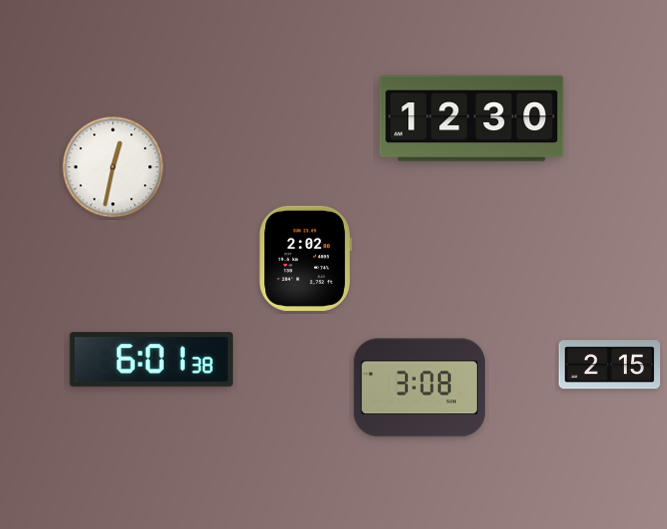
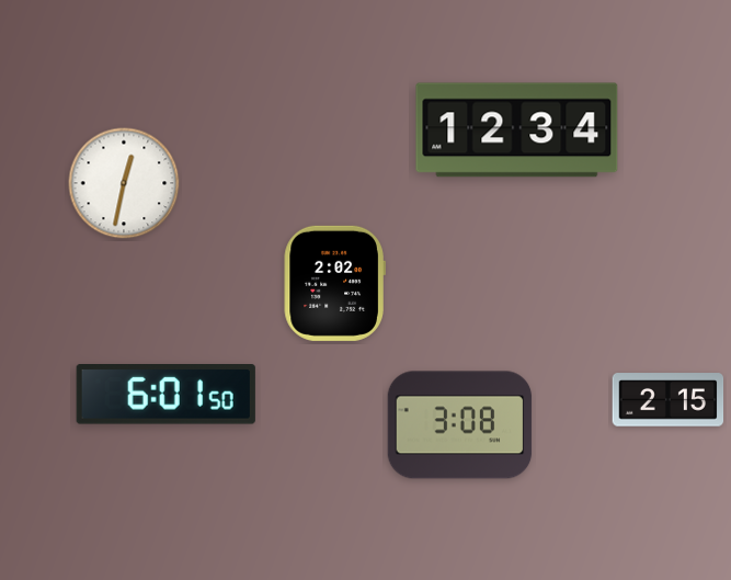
clock at (472, 119): 12:30 -> 12:34
clock at (151, 360): 6:01:38 -> 6:01:50
